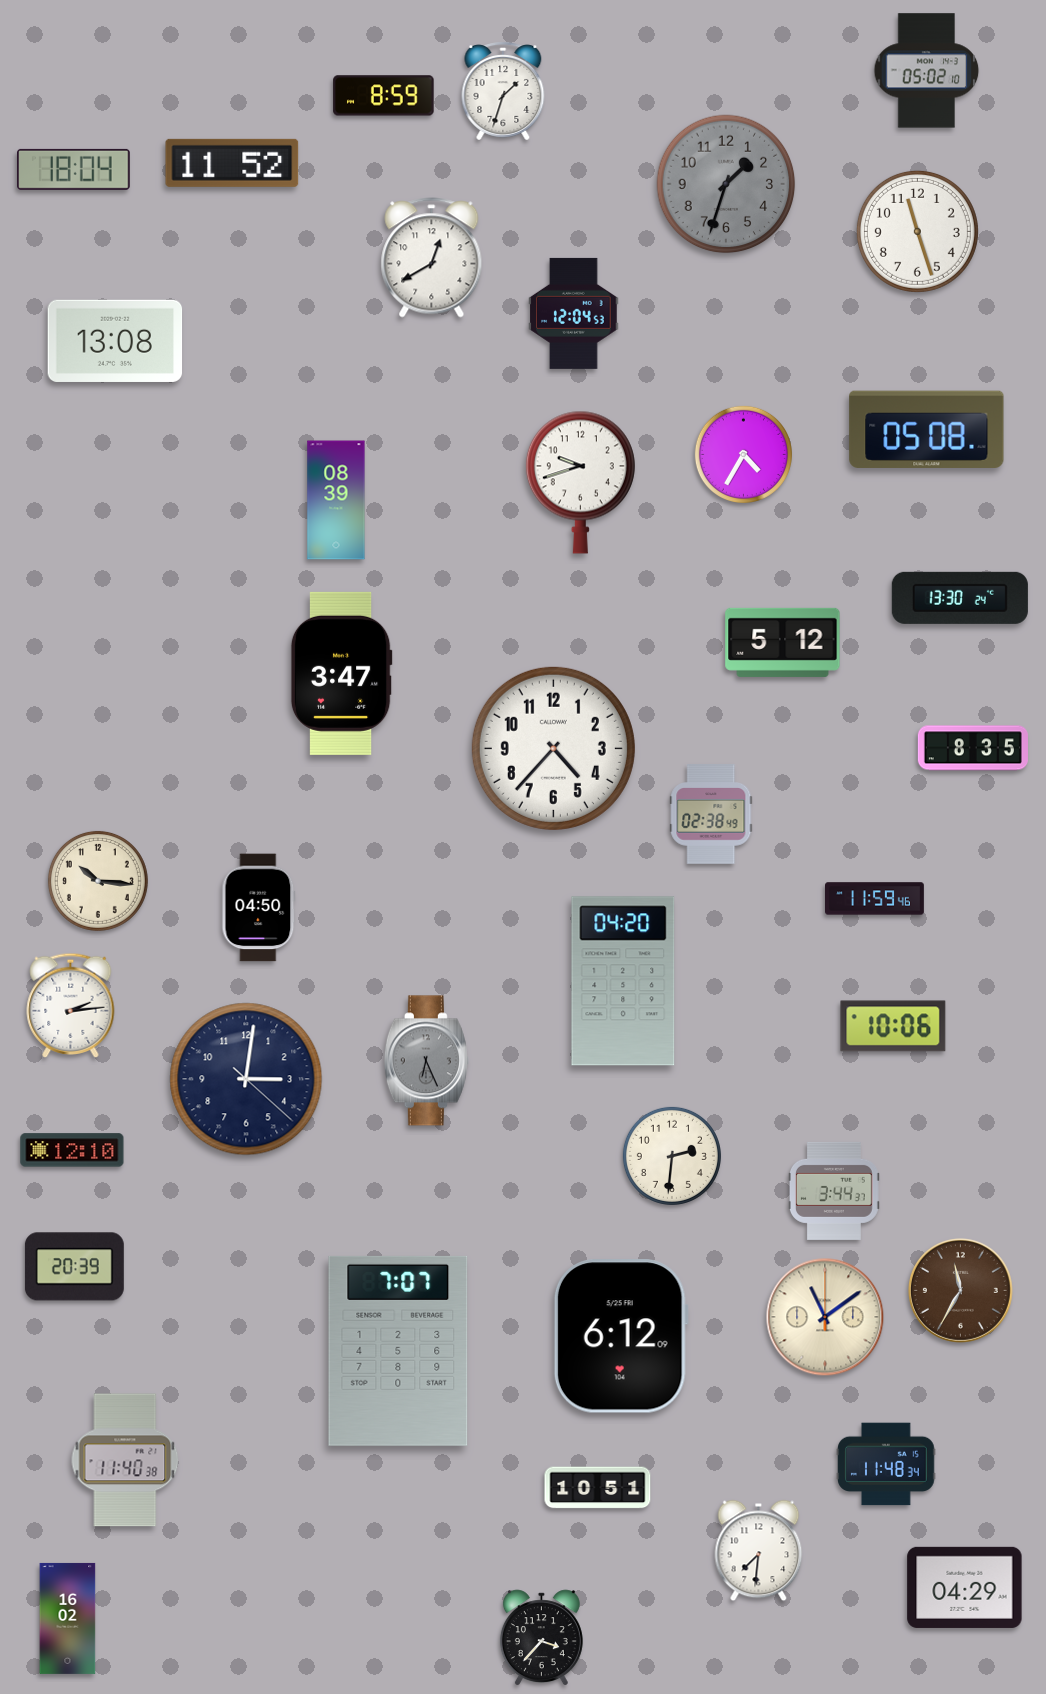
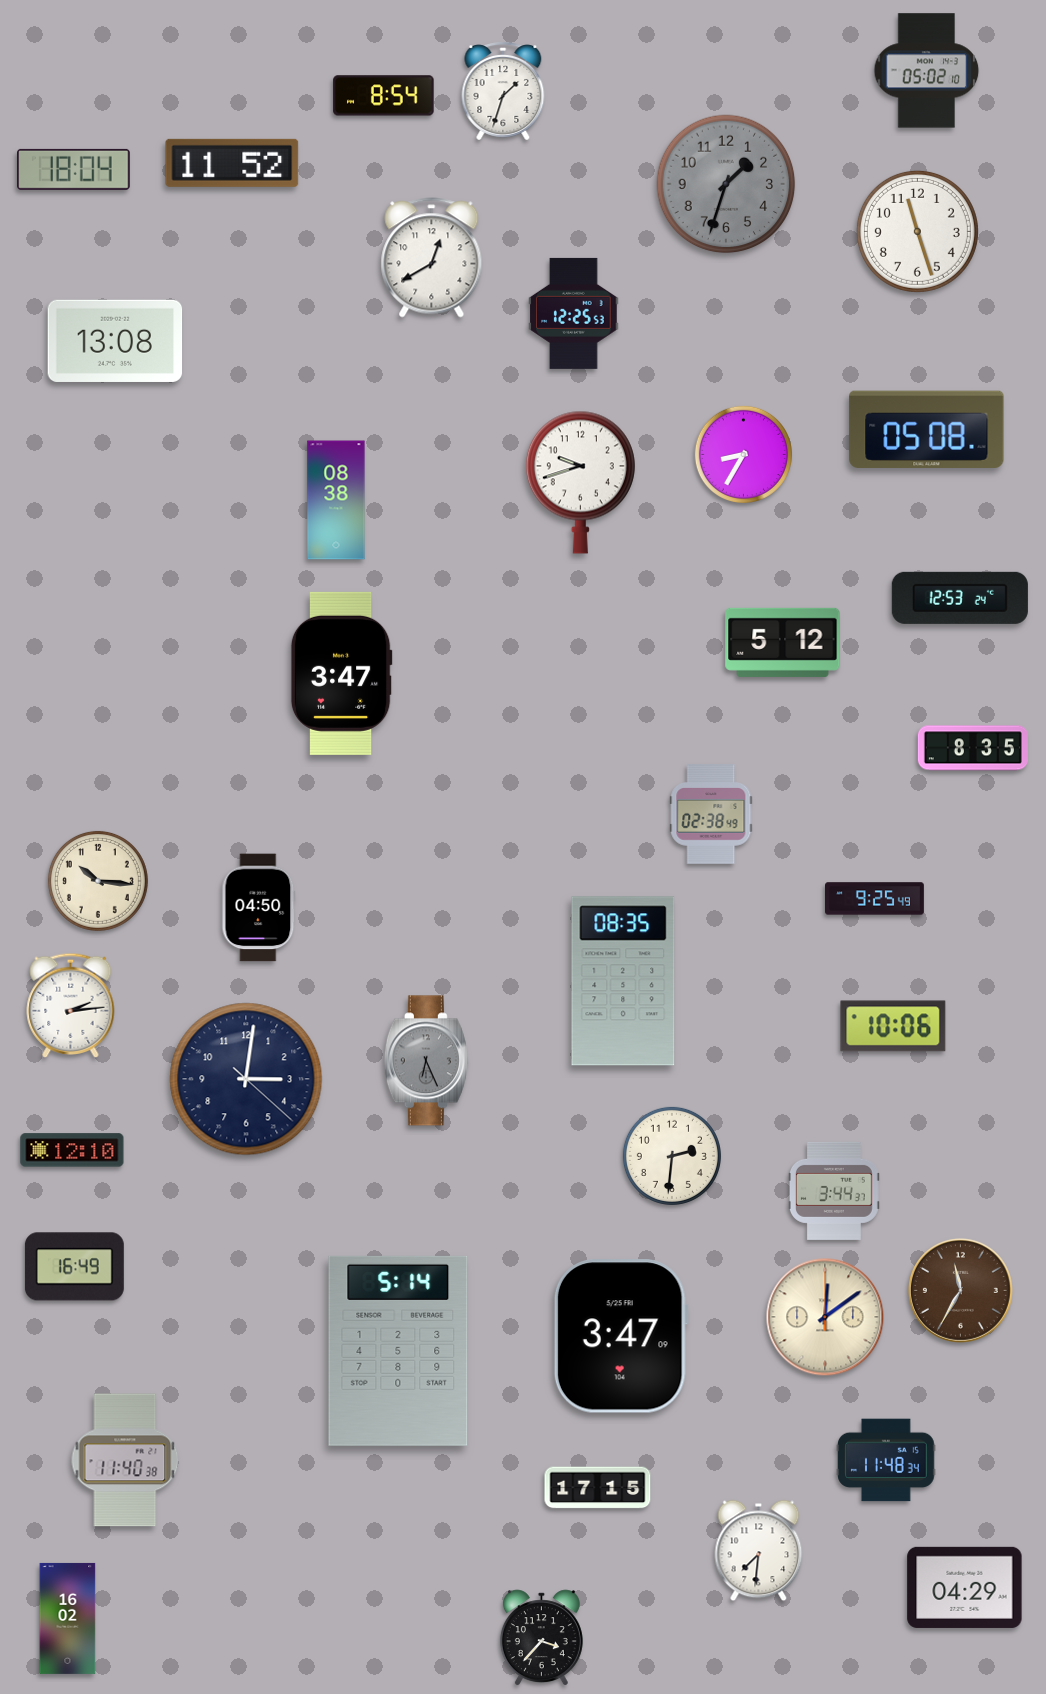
clock at (384, 96): 8:59 -> 8:54
clock at (574, 313): 12:04 -> 12:25
clock at (743, 454): 4:35 -> 8:35
clock at (336, 500): 08:39 -> 08:38
clock at (960, 598): 13:30 -> 12:53
clock at (553, 748): 4:37 -> none
clock at (875, 899): 11:59 -> 9:25
clock at (623, 981): 04:20 -> 08:35
clock at (74, 1267): 20:39 -> 16:49
clock at (825, 1317): 11:09 -> 12:09
clock at (621, 1336): 6:12 -> 3:47
clock at (398, 1351): 7:07 -> 5:14
clock at (886, 1464) position: (886, 1464) -> (886, 1460)
clock at (598, 1488): 10:51 -> 17:15
